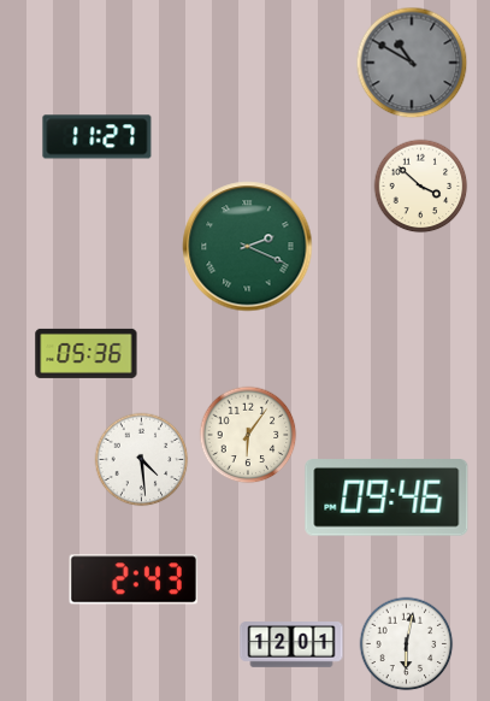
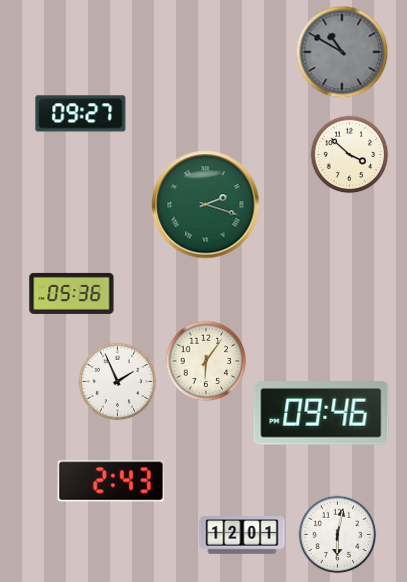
clock at (98, 137): 11:27 -> 09:27
clock at (248, 247): 2:19 -> 2:18
clock at (141, 459): 4:29 -> 1:56
